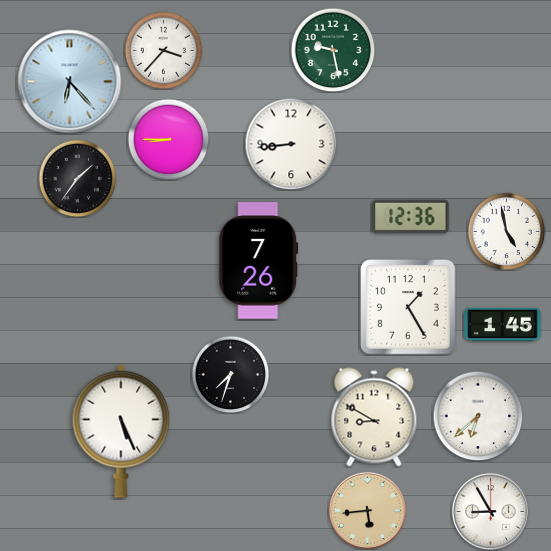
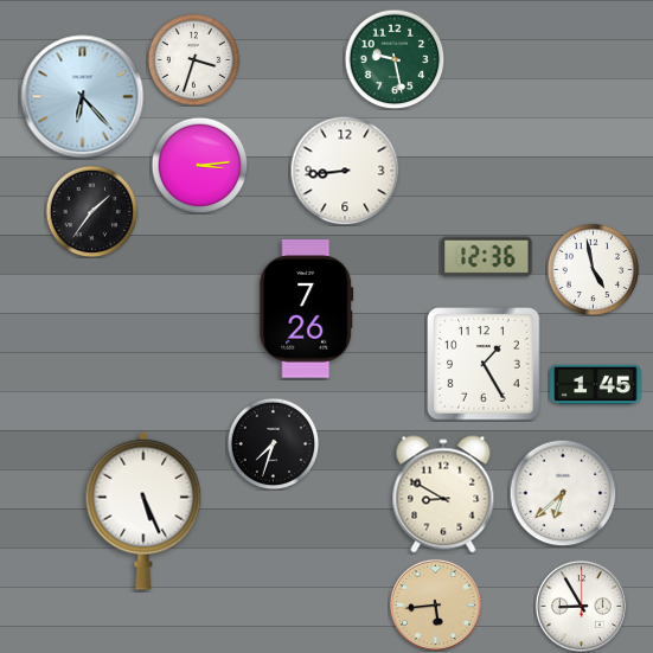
clock at (163, 50): 3:37 -> 3:33
clock at (168, 139): 8:45 -> 3:14
clock at (506, 231) position: (506, 231) -> (593, 269)
clock at (478, 416) position: (478, 416) -> (563, 493)
